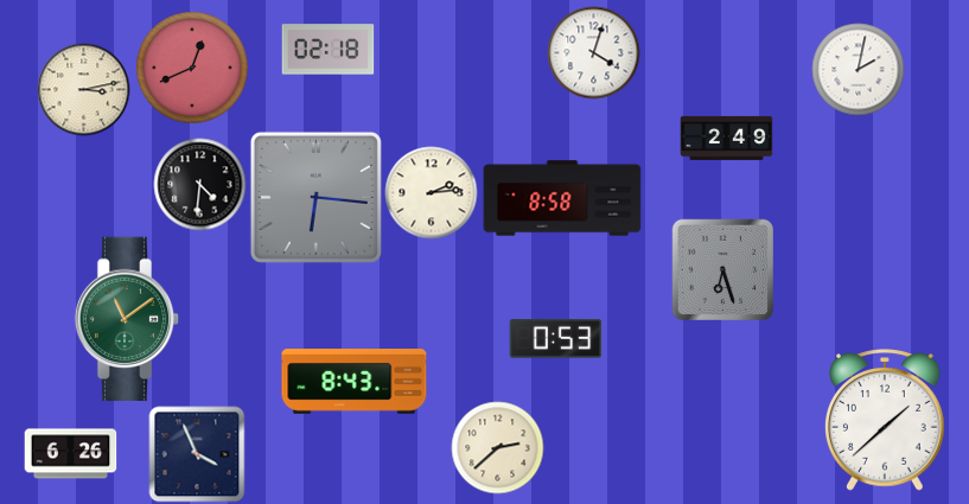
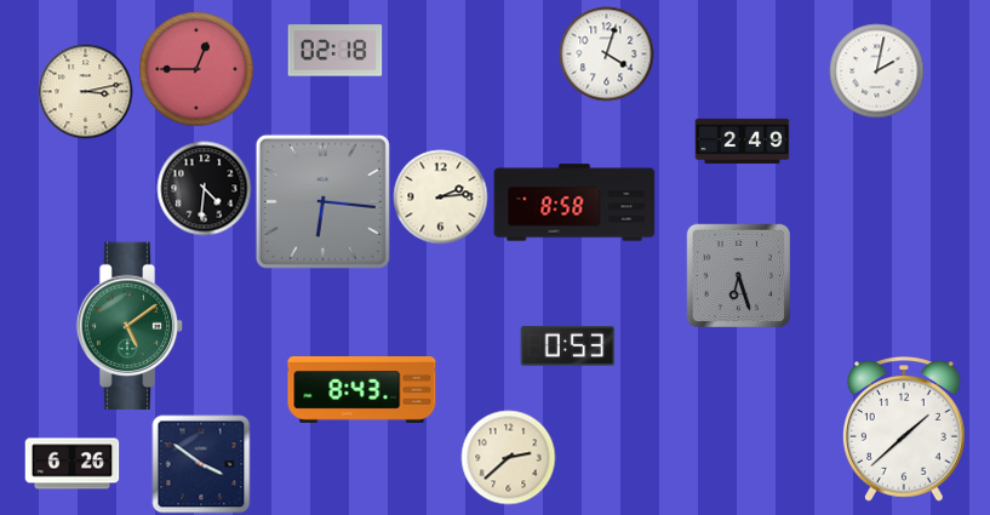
clock at (192, 68): 12:41 -> 12:45
clock at (127, 319): 11:09 -> 5:09
clock at (197, 454): 3:56 -> 3:51
